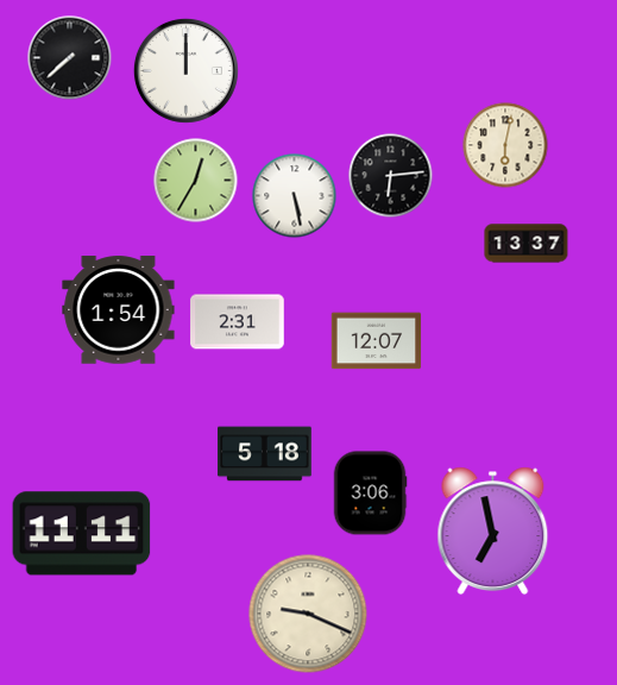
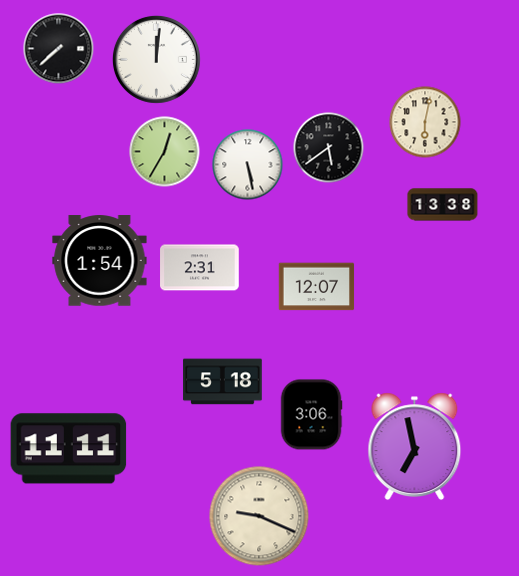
clock at (185, 70): 12:00 -> 12:01
clock at (391, 176): 6:14 -> 5:39
clock at (527, 244): 13:37 -> 13:38
clock at (238, 322) position: (238, 322) -> (200, 268)
